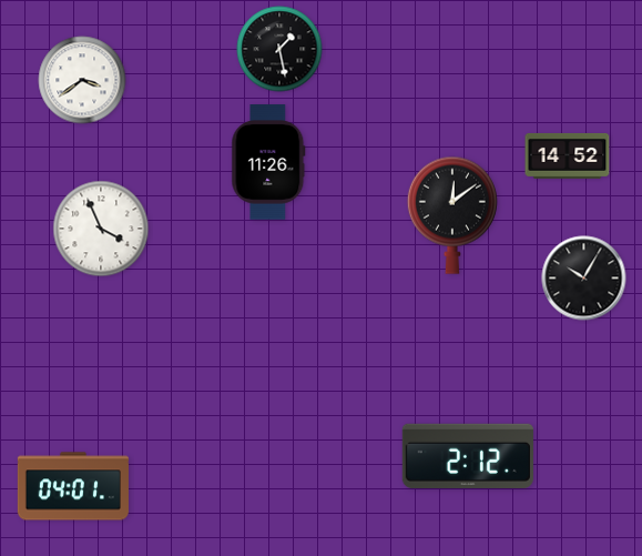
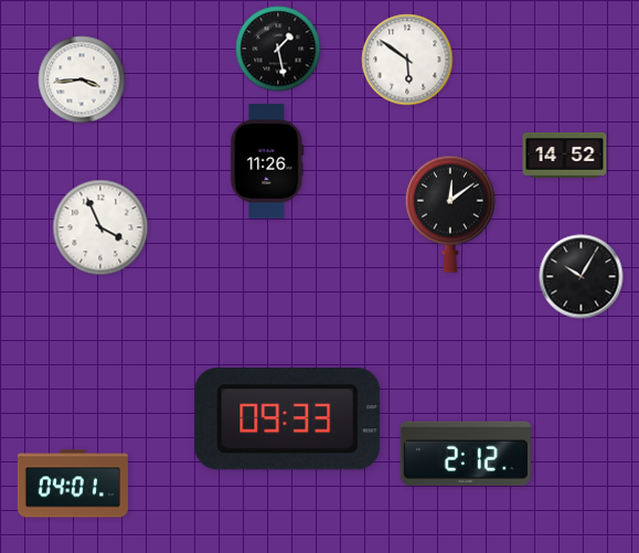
clock at (407, 60): none -> 5:51
clock at (82, 80): 3:39 -> 3:44
clock at (288, 419): none -> 09:33
